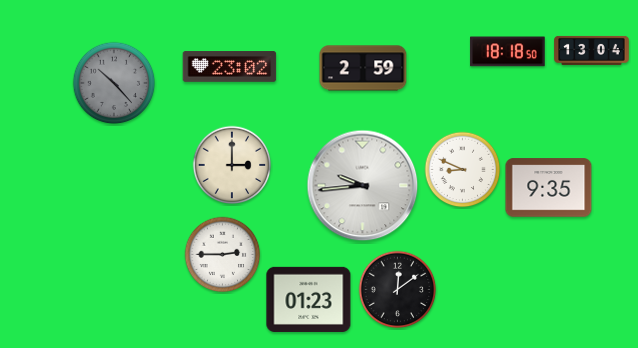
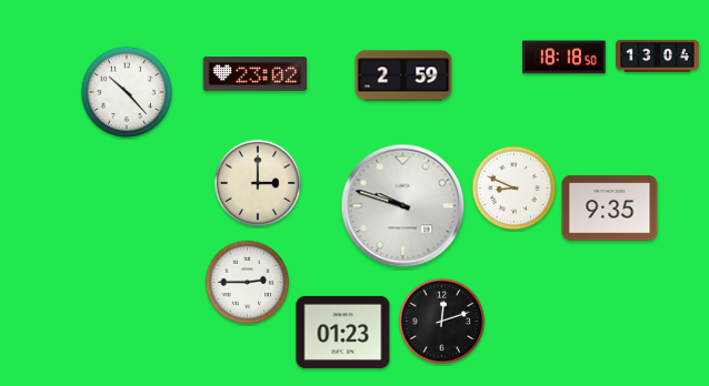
clock at (114, 83) dial: grey -> white
clock at (363, 186): 9:44 -> 9:48
clock at (398, 290): 12:09 -> 12:12
